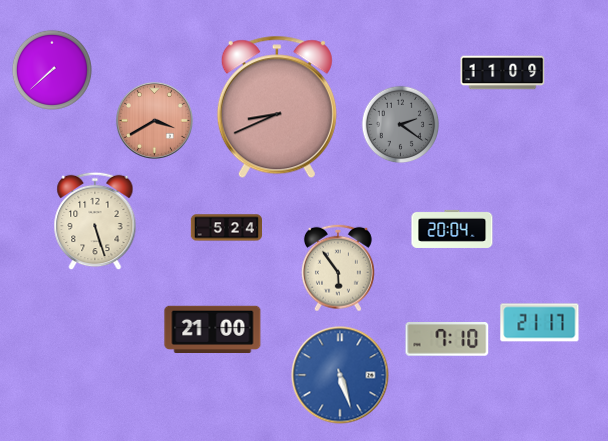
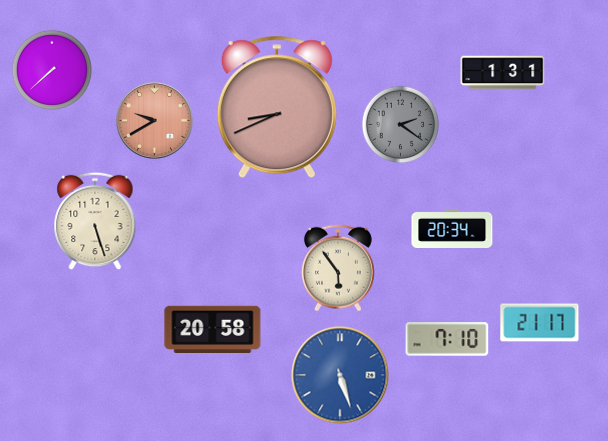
clock at (503, 73): 11:09 -> 1:31
clock at (154, 120): 3:40 -> 9:40
clock at (226, 228): 5:24 -> none
clock at (452, 229): 20:04 -> 20:34
clock at (213, 329): 21:00 -> 20:58
